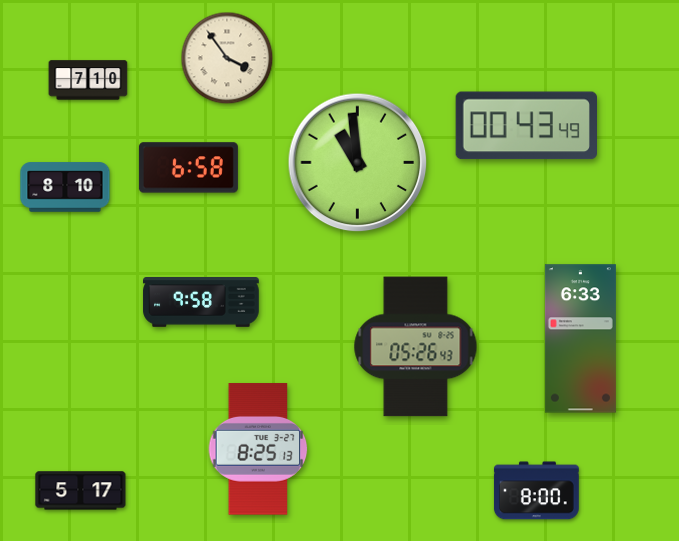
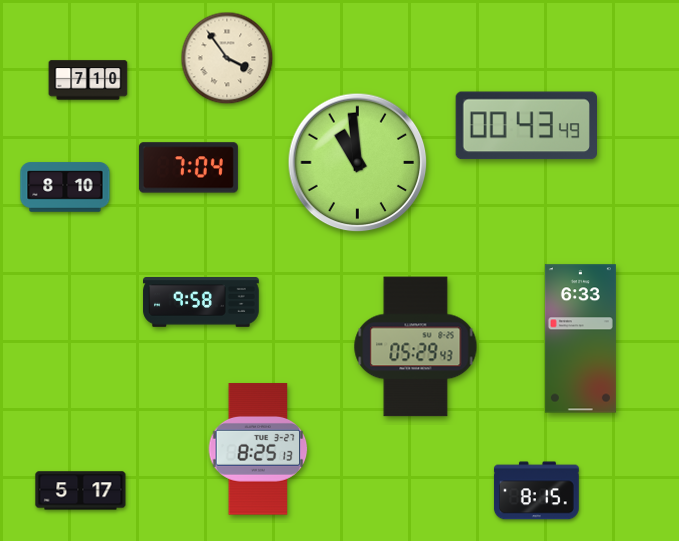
clock at (188, 168): 6:58 -> 7:04
clock at (416, 347): 05:26 -> 05:29
clock at (537, 491): 8:00 -> 8:15
